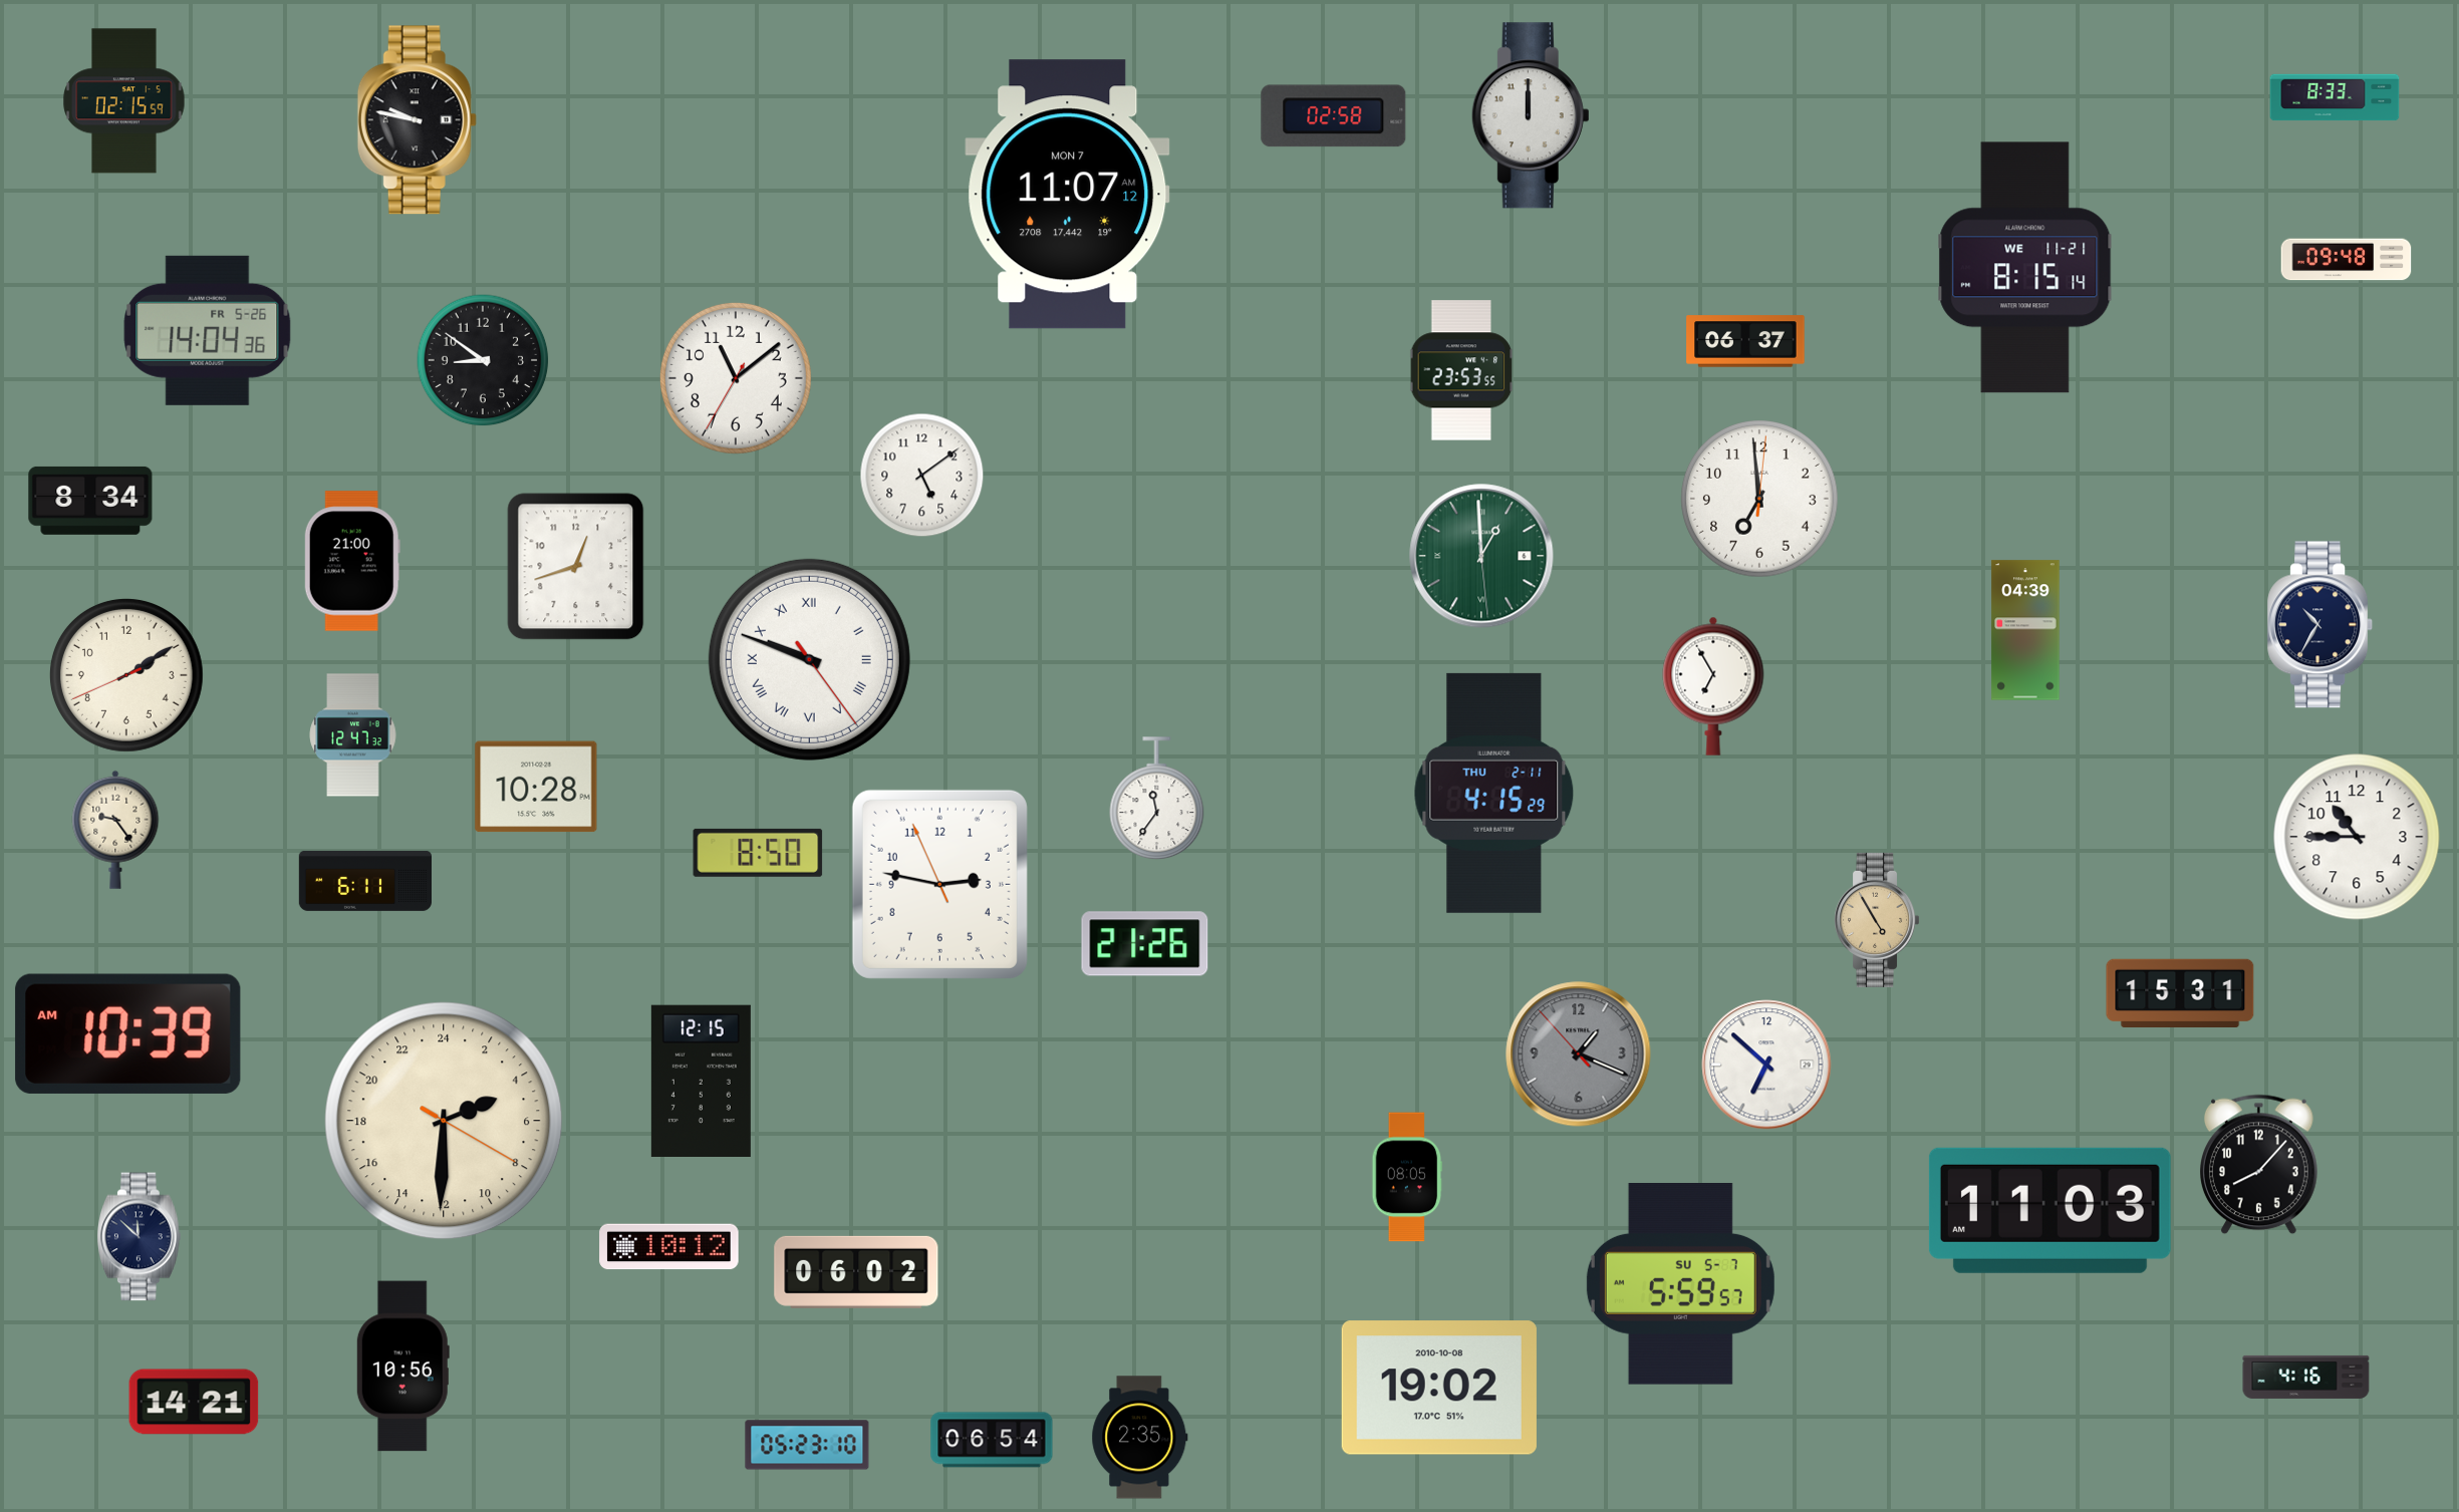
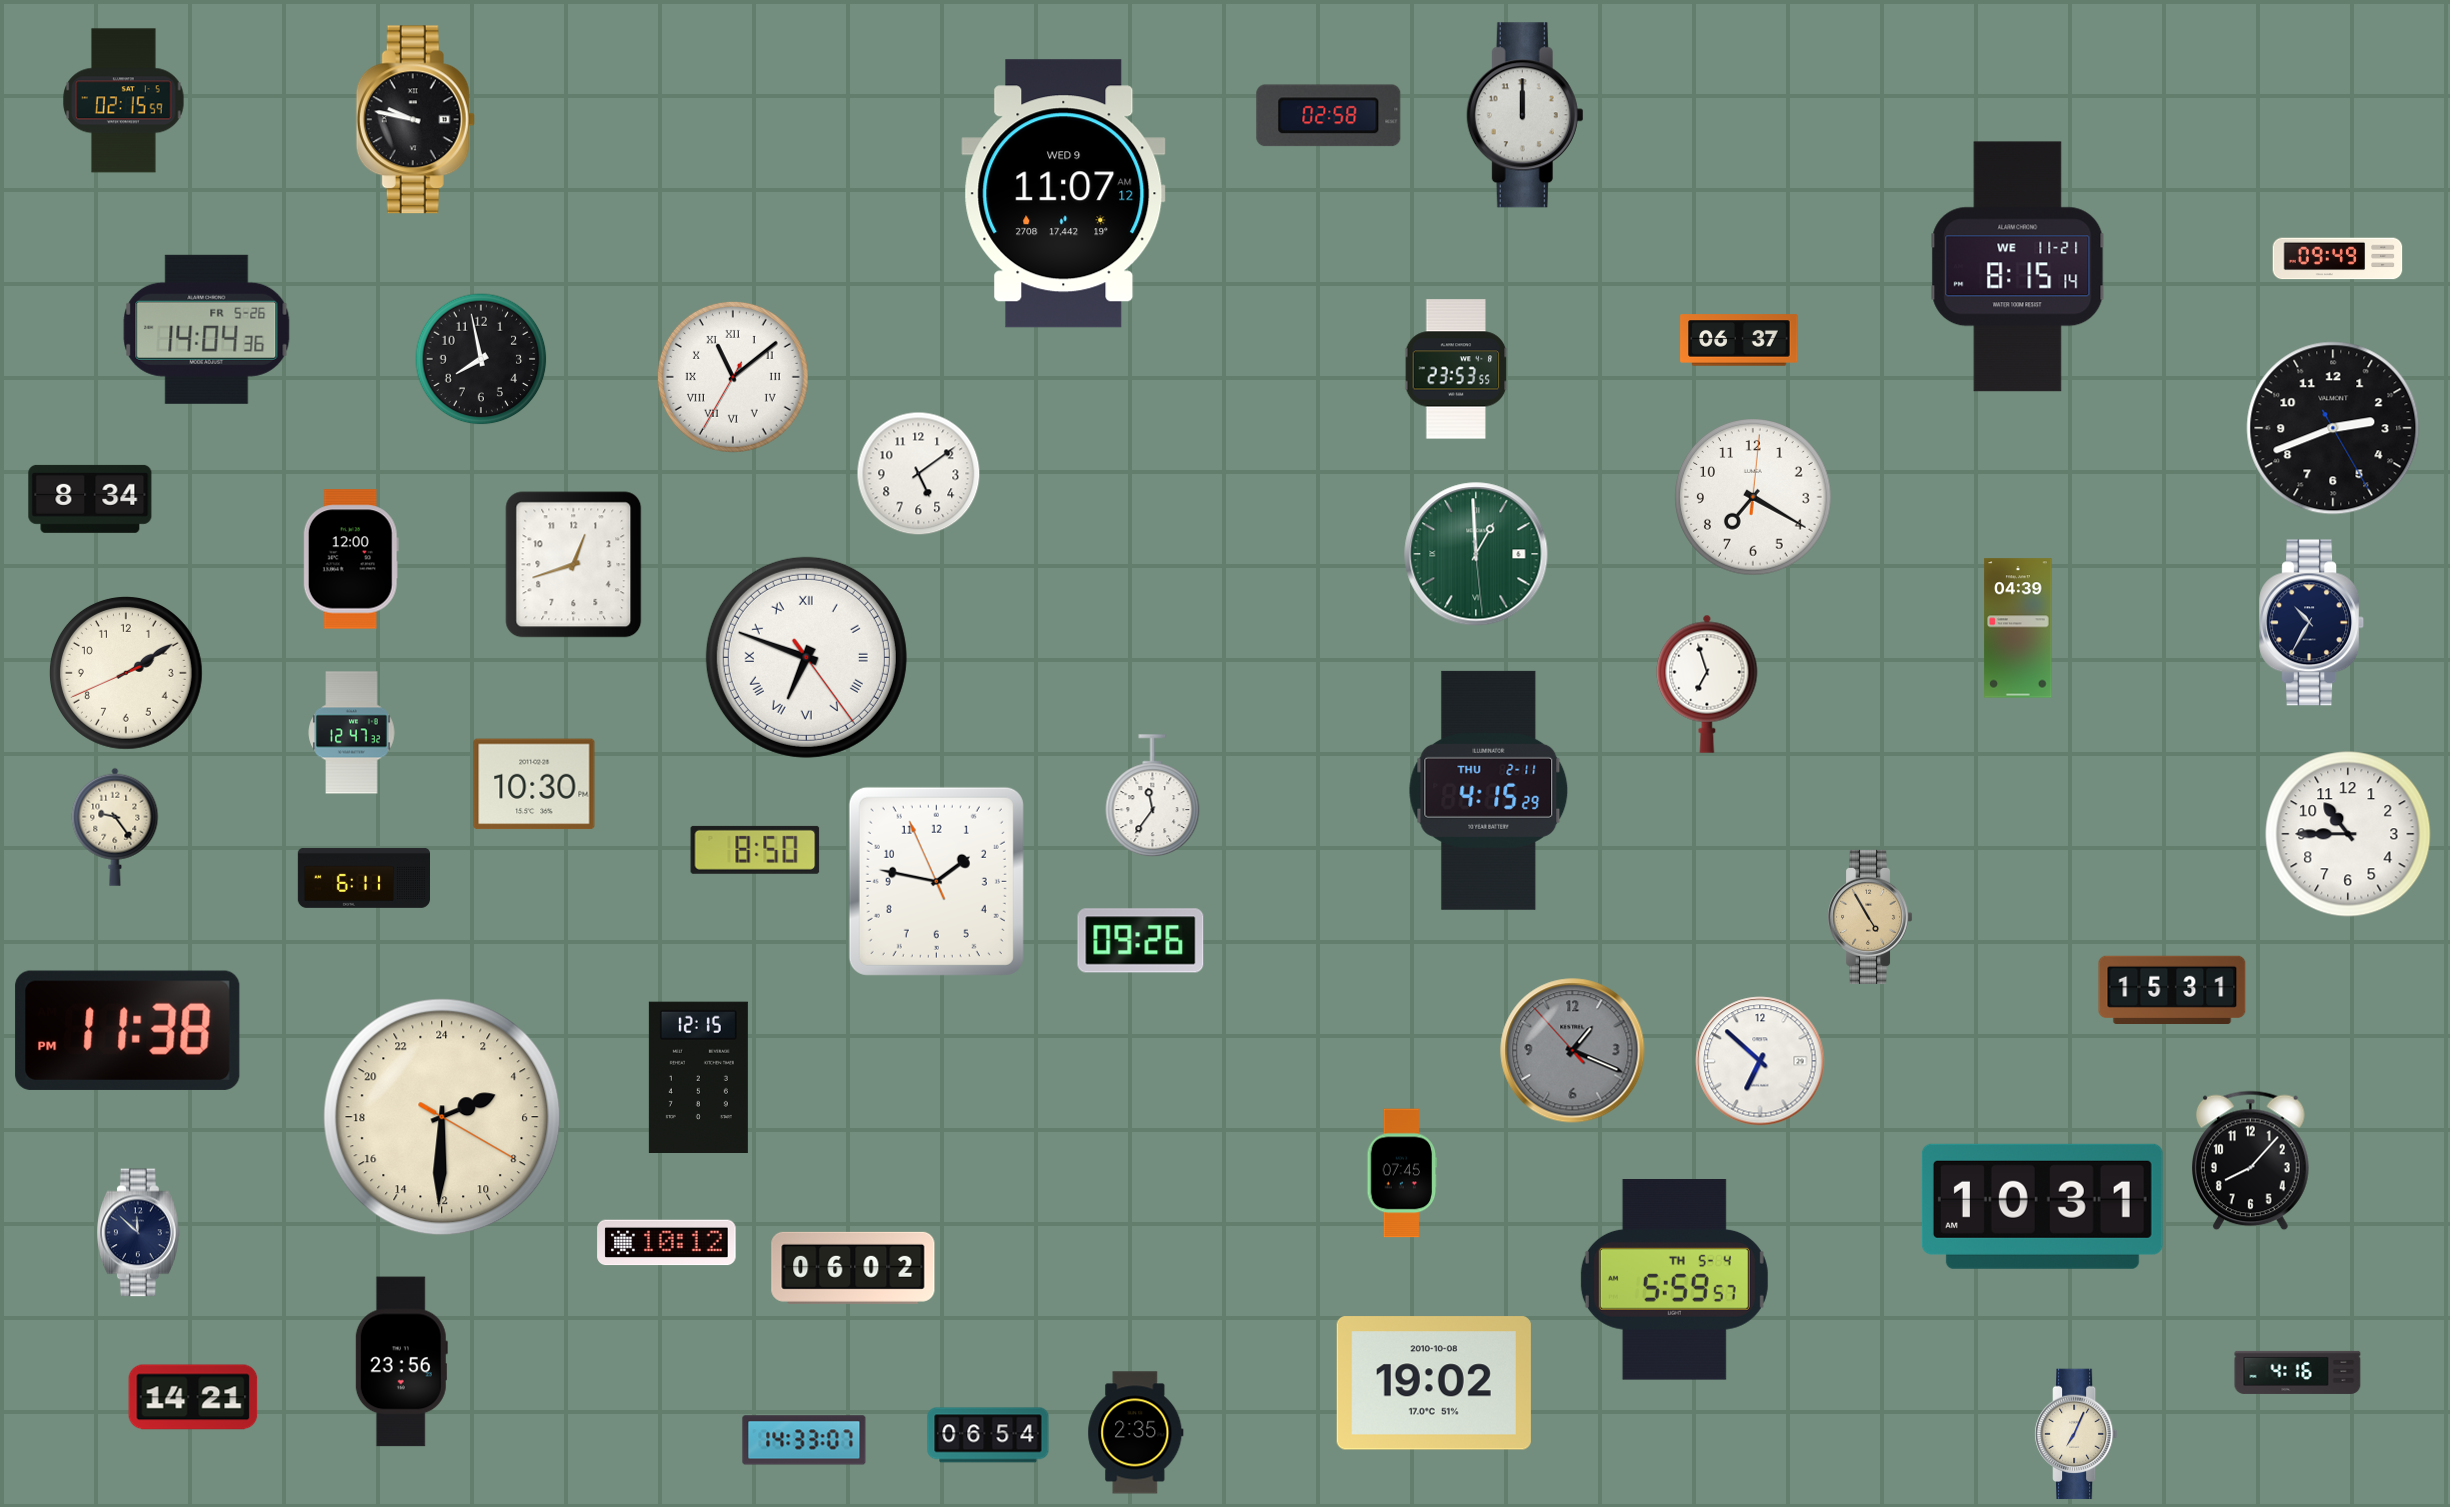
clock at (2335, 97): 8:33 -> none
clock at (1068, 195) date: MON 7 -> WED 9
clock at (2347, 260): 09:48 -> 09:49
clock at (483, 360): 8:51 -> 7:58
clock at (736, 378) numerals: Arabic -> Roman
clock at (2333, 428): none -> 2:41
clock at (1759, 499): 6:59 -> 7:20
clock at (352, 561): 21:00 -> 12:00
clock at (809, 659): 9:48 -> 6:48
clock at (1713, 686): 6:55 -> 6:57
clock at (536, 787): 10:28 -> 10:30
clock at (939, 884): 2:46 -> 1:46
clock at (1145, 944): 21:26 -> 09:26
clock at (128, 1033): 10:39 -> 11:38
clock at (1407, 1177): 08:05 -> 07:45
clock at (2050, 1210): 11:03 -> 10:31
clock at (1680, 1284) date: SU 5-7 -> TH 5-4
clock at (402, 1367): 10:56 -> 23:56
clock at (2076, 1434): none -> 7:04
clock at (807, 1445): 05:23 -> 14:33
